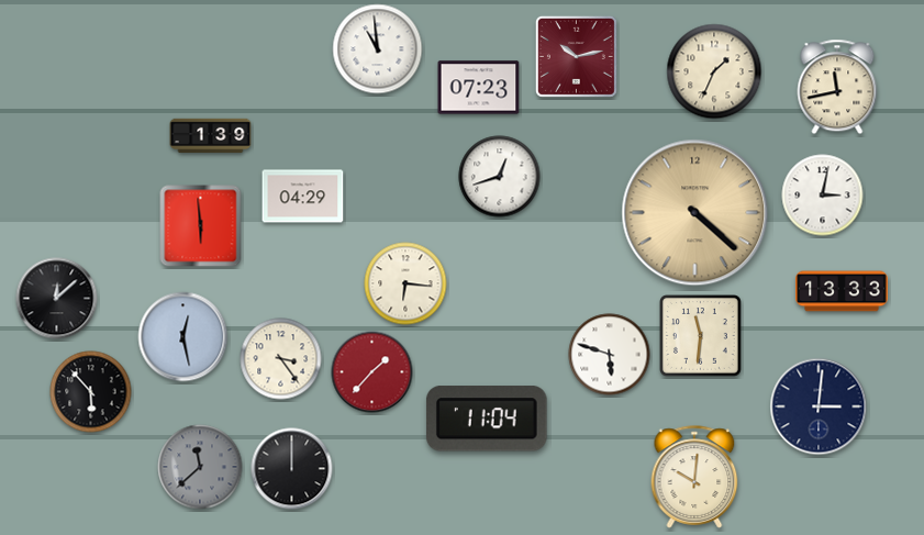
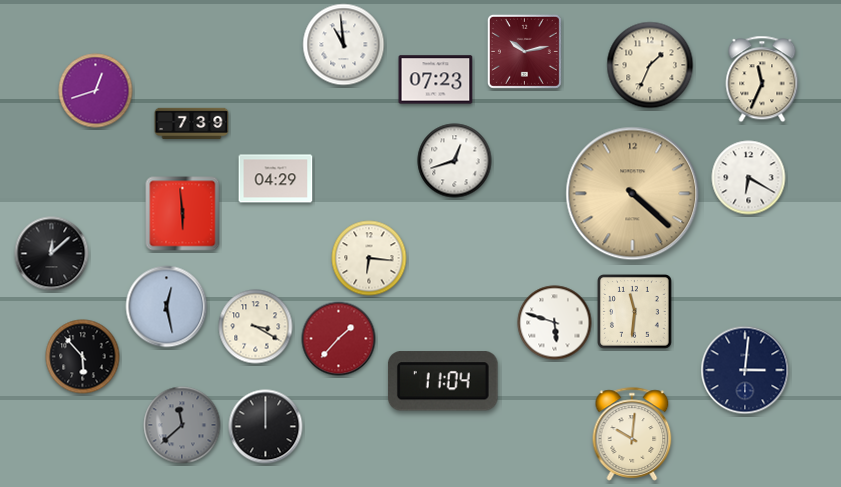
clock at (837, 87): 11:43 -> 11:34
clock at (96, 91): none -> 12:42
clock at (211, 136): 1:39 -> 7:39
clock at (823, 196): 3:02 -> 6:20
clock at (201, 226) position: (201, 226) -> (183, 214)
clock at (842, 291): 13:33 -> none
clock at (57, 299) position: (57, 299) -> (52, 254)
clock at (701, 336) position: (701, 336) -> (635, 312)
clock at (281, 359): 3:24 -> 3:20
